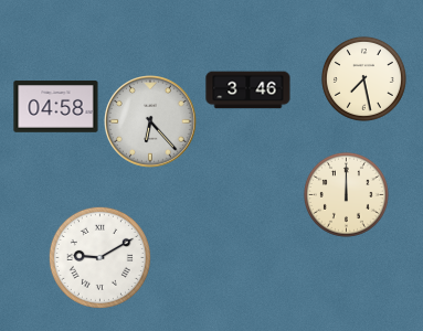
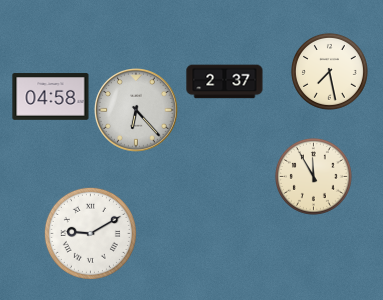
clock at (248, 90): 3:46 -> 2:37
clock at (346, 194): 12:00 -> 11:55
